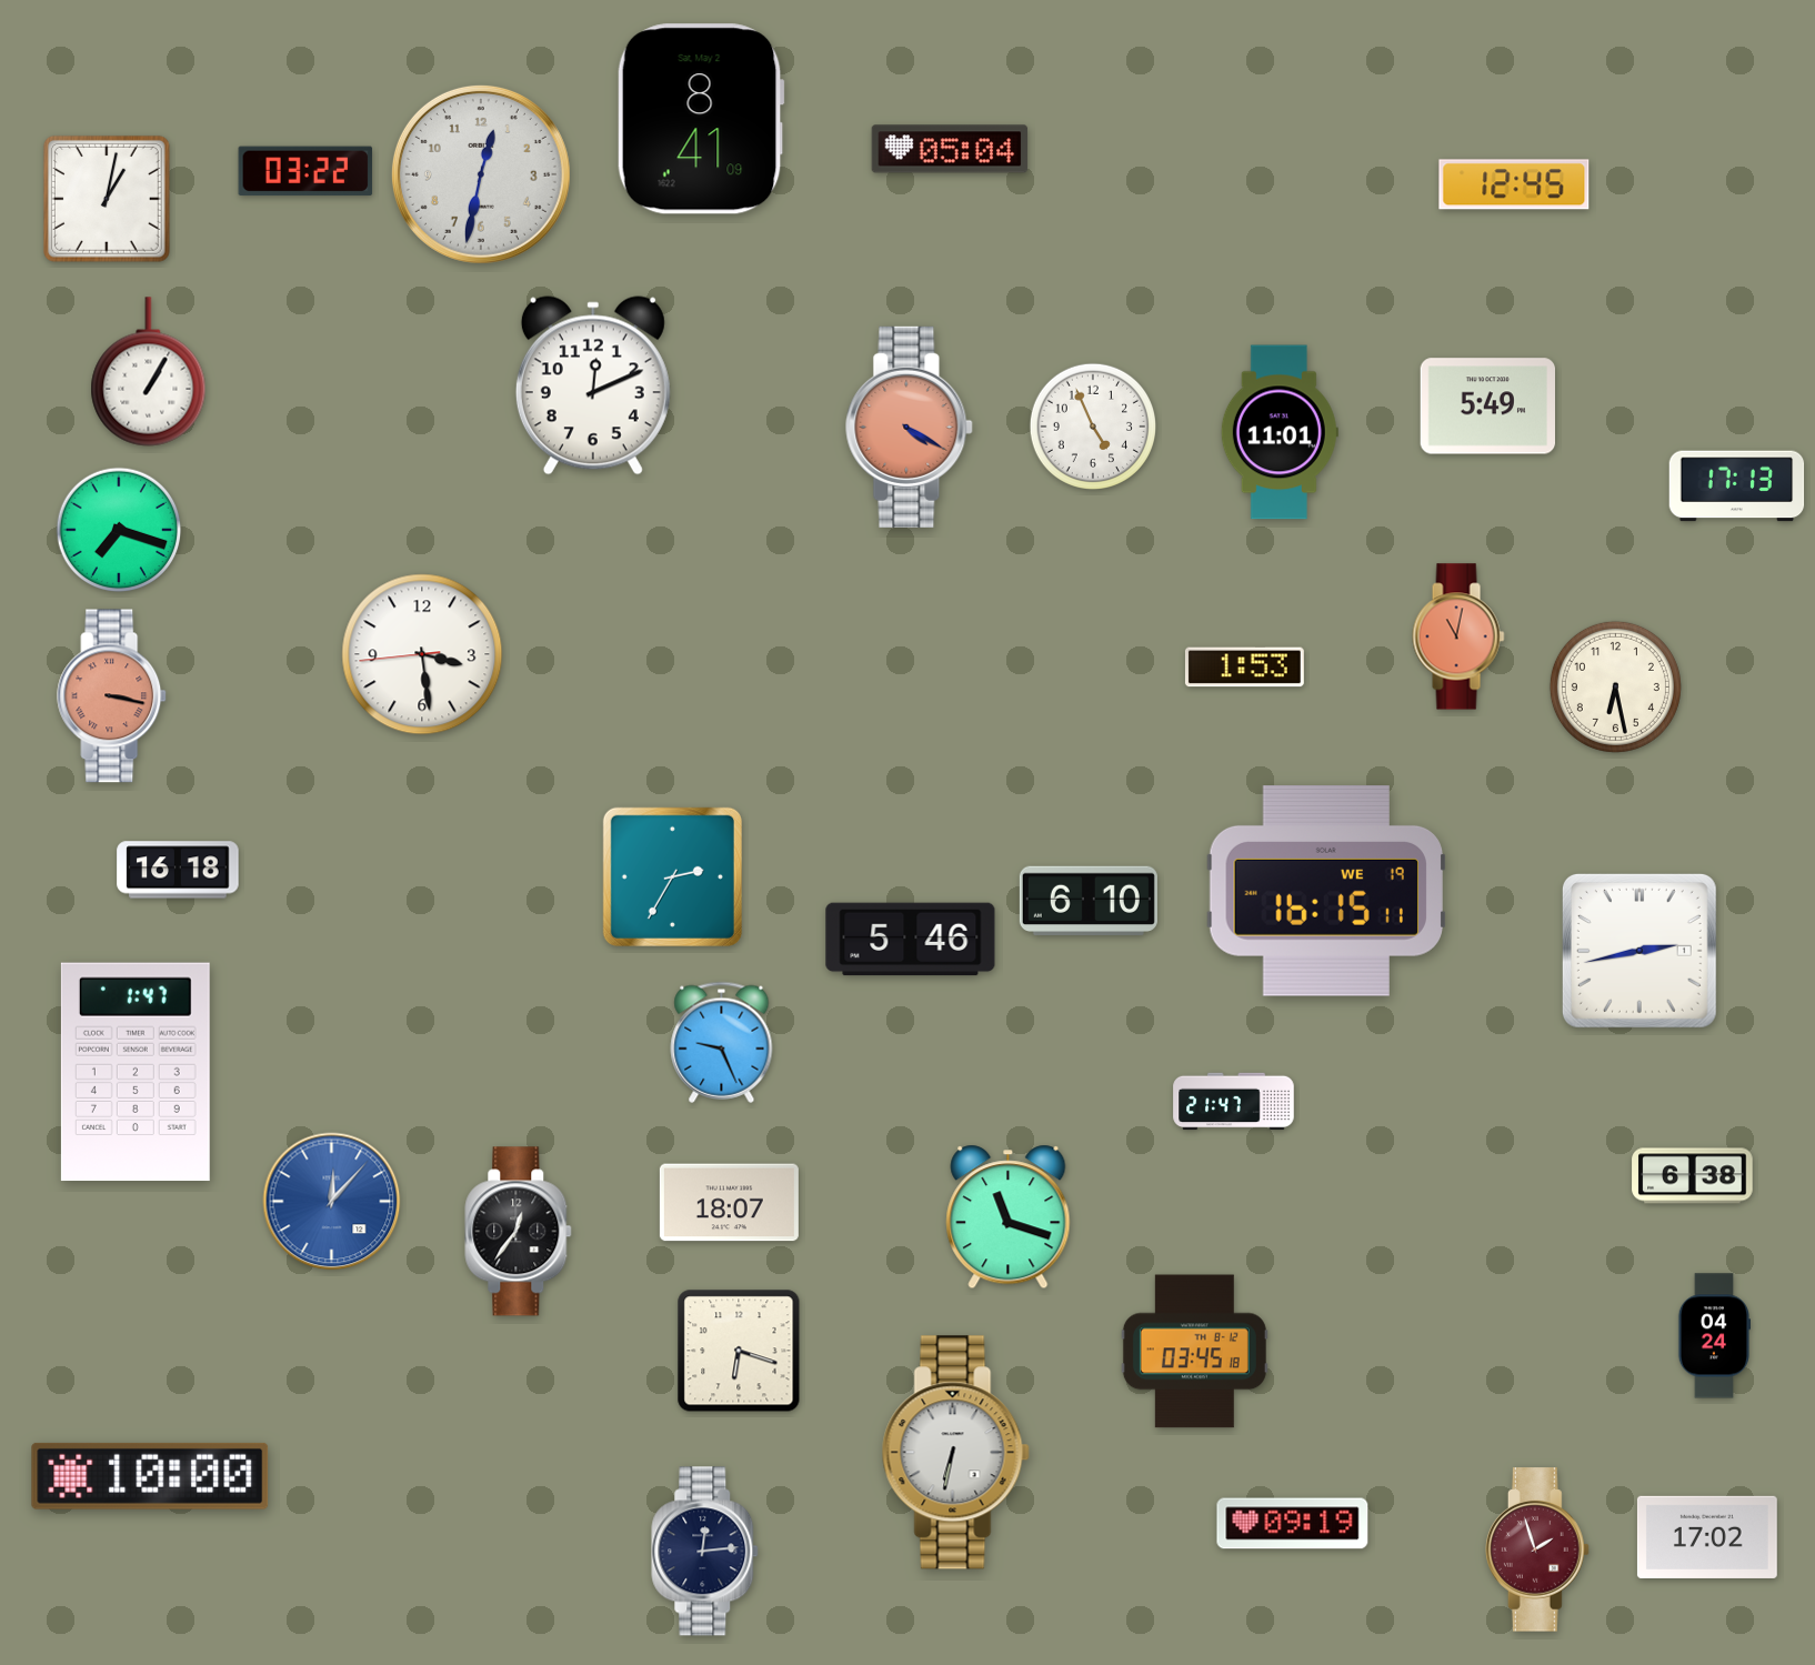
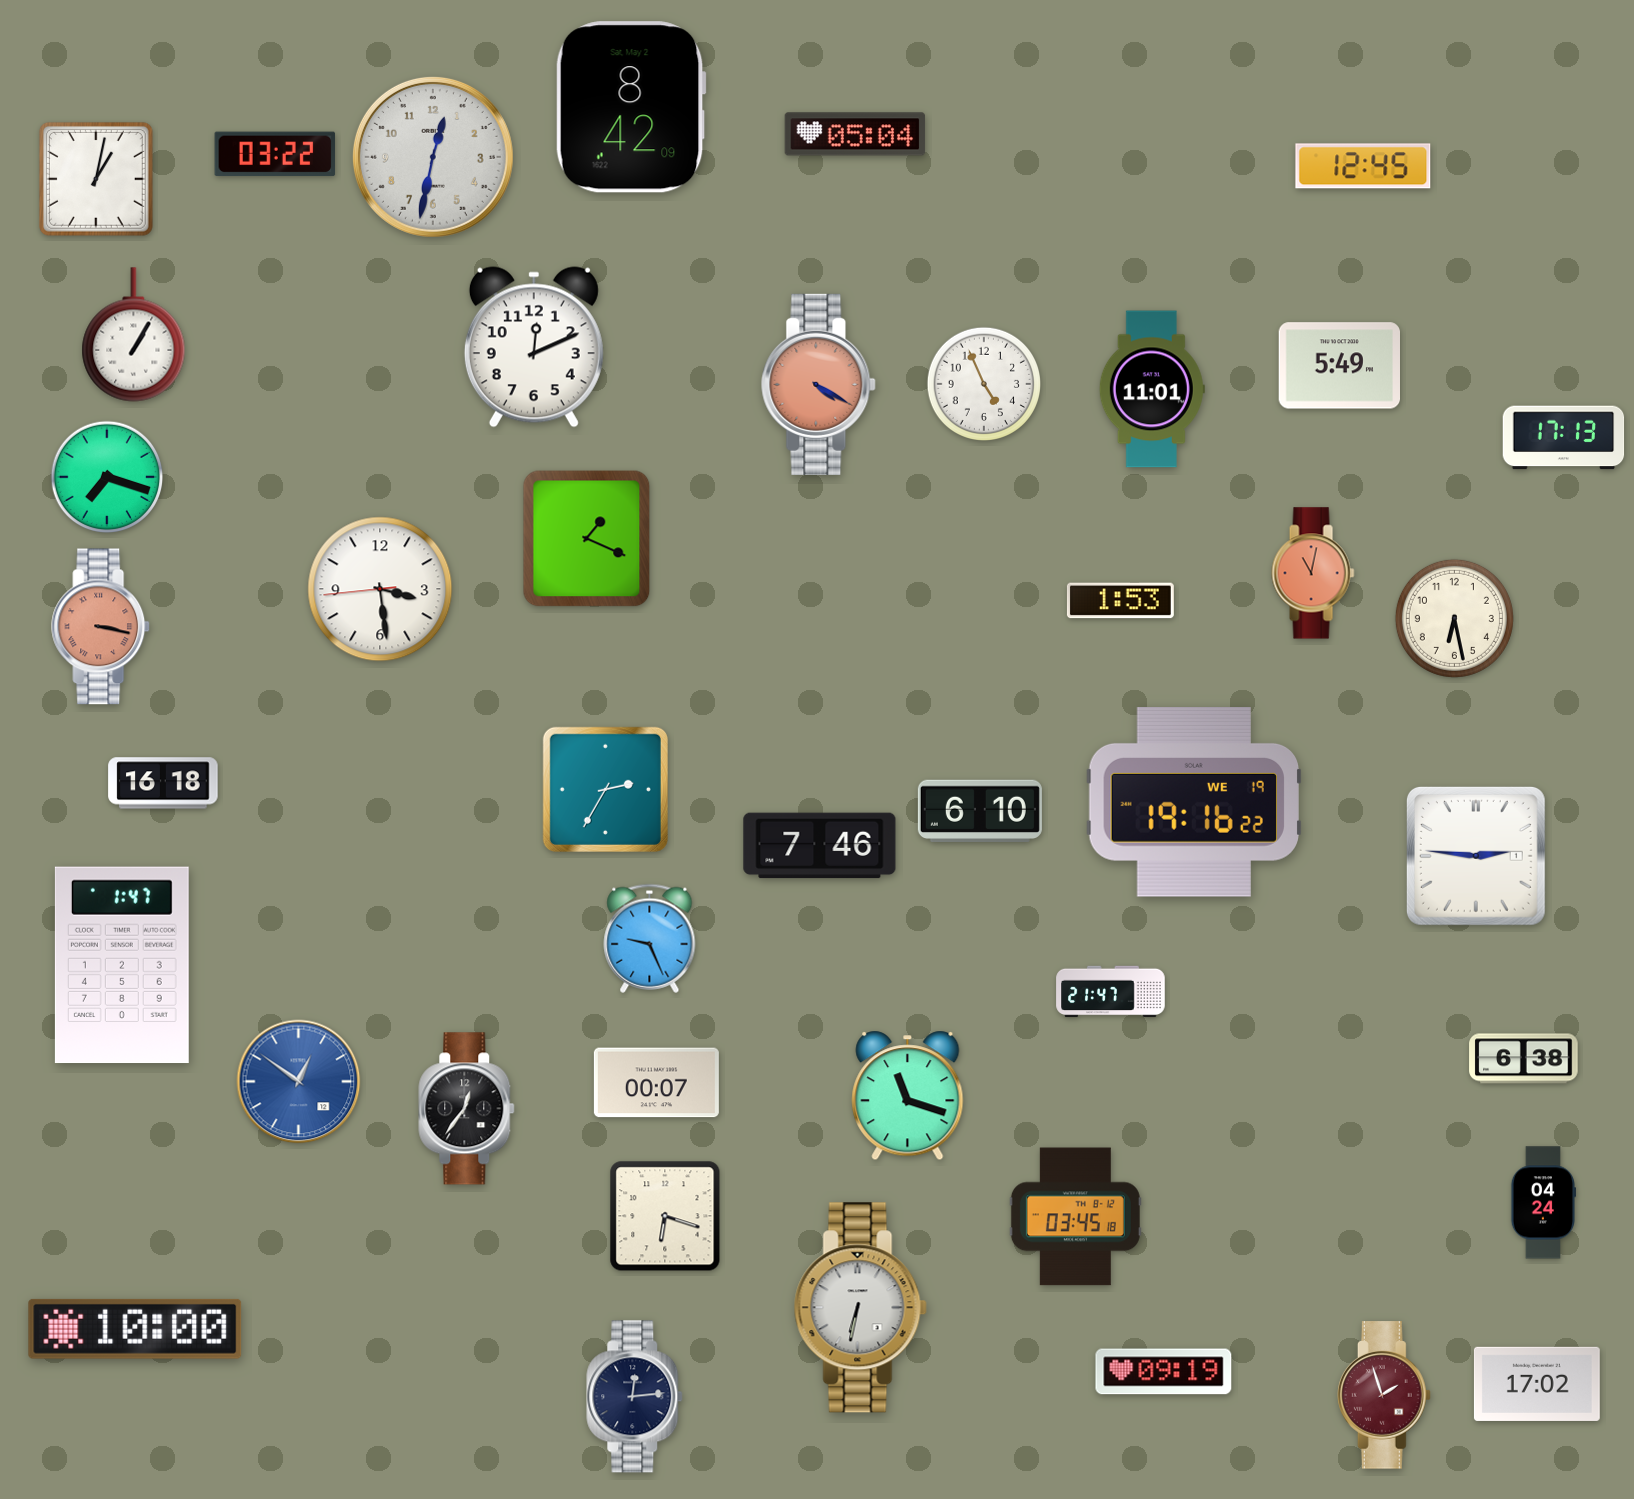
clock at (701, 119): 8:41 -> 8:42
clock at (587, 539): none -> 1:19
clock at (178, 870) position: (178, 870) -> (163, 783)
clock at (1326, 892): 16:15 -> 19:16
clock at (911, 940): 5:46 -> 7:46
clock at (1639, 951): 2:43 -> 2:46
clock at (332, 1202): 12:07 -> 12:51
clock at (729, 1203): 18:07 -> 00:07
